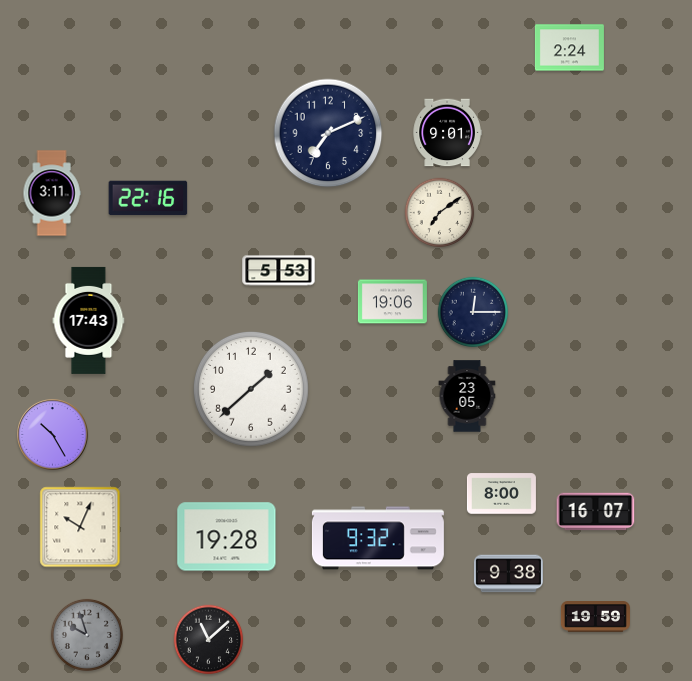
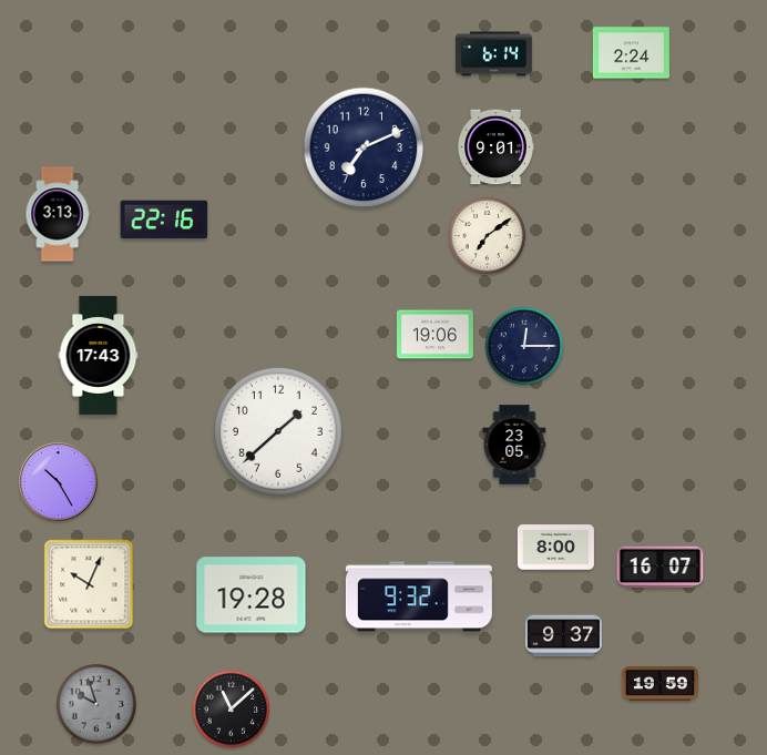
clock at (493, 54): none -> 6:14
clock at (52, 193): 3:11 -> 3:13
clock at (279, 271): 5:53 -> none
clock at (467, 396) position: (467, 396) -> (514, 445)
clock at (508, 574): 9:38 -> 9:37
